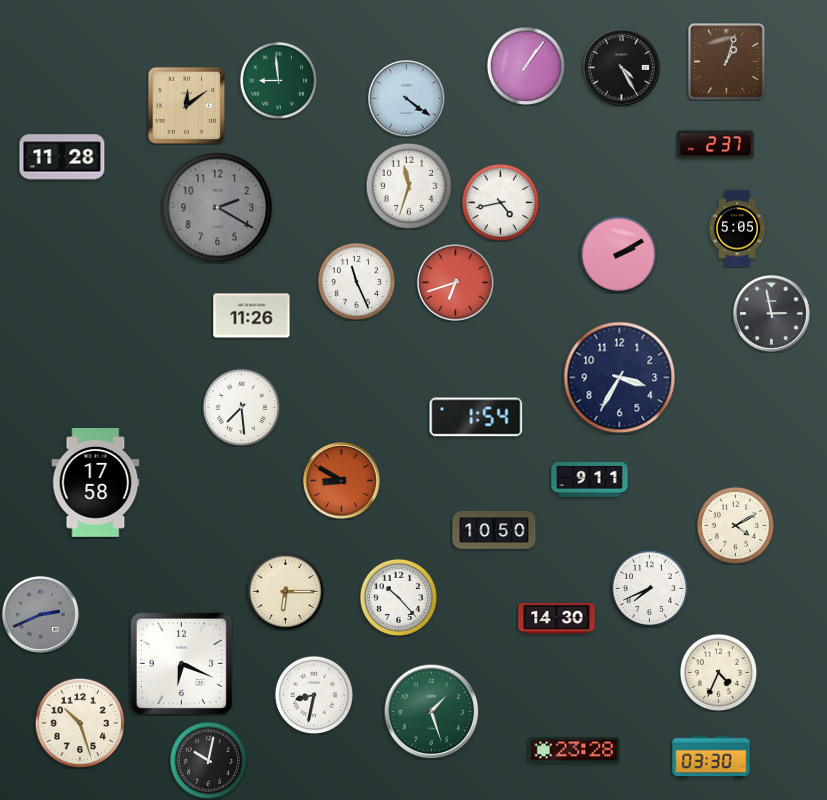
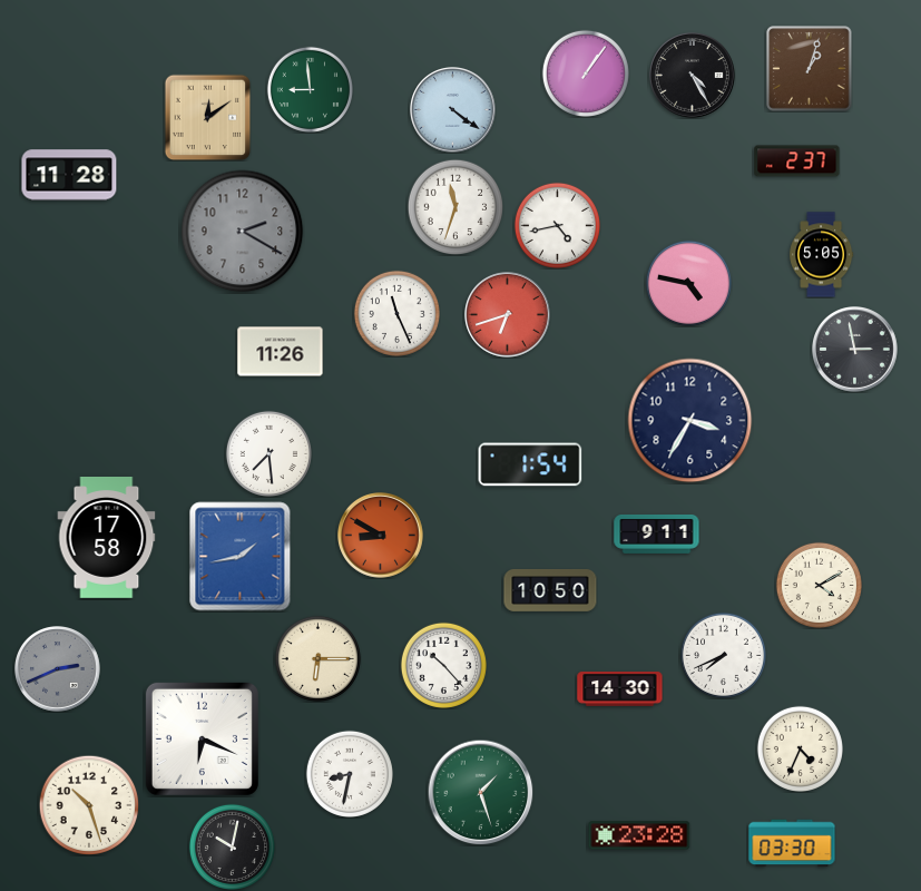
clock at (618, 254): 2:10 -> 4:47
clock at (772, 314) position: (772, 314) -> (855, 350)
clock at (241, 557): none -> 1:43
clock at (41, 615) position: (41, 615) -> (58, 669)
